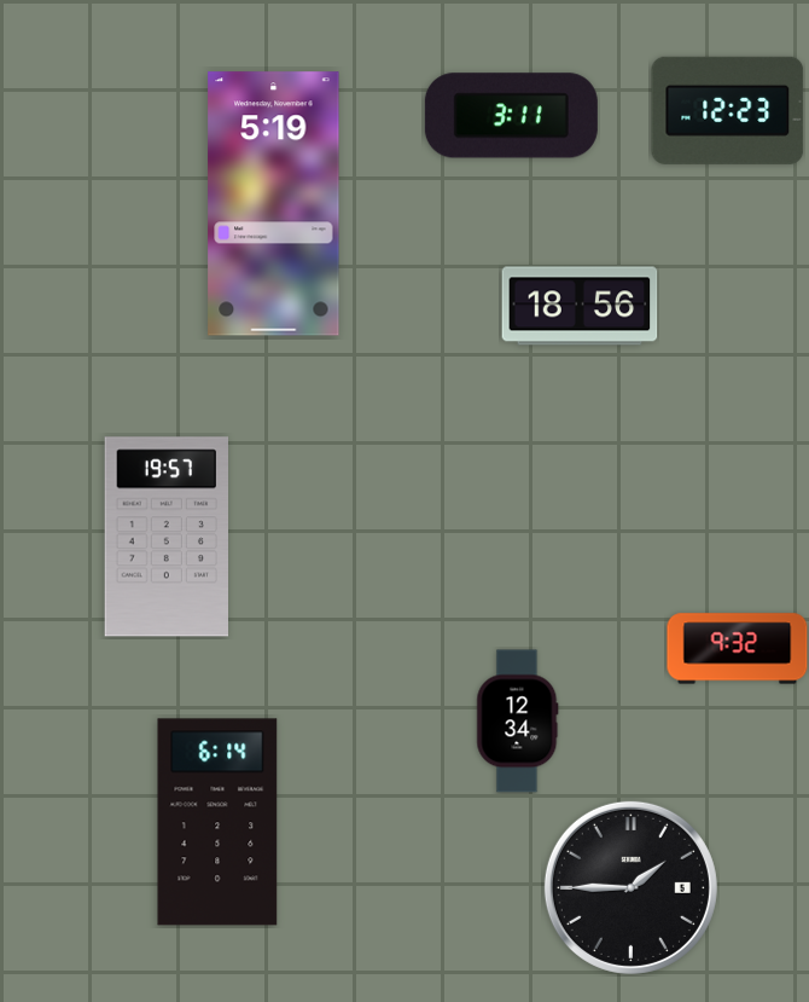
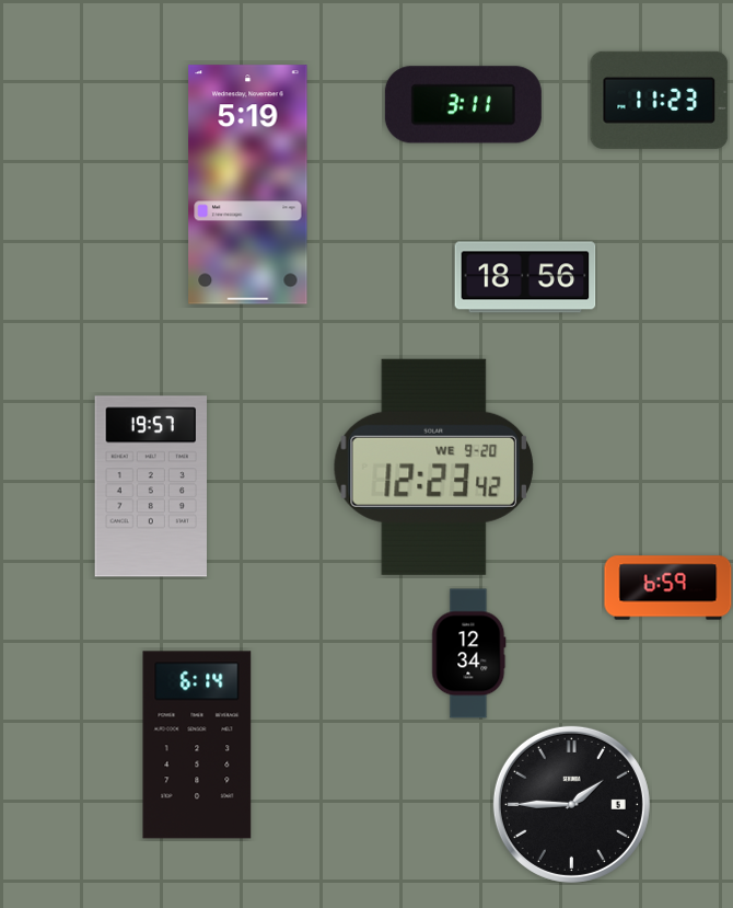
clock at (728, 110): 12:23 -> 11:23
clock at (433, 467): none -> 12:23
clock at (738, 649): 9:32 -> 6:59
